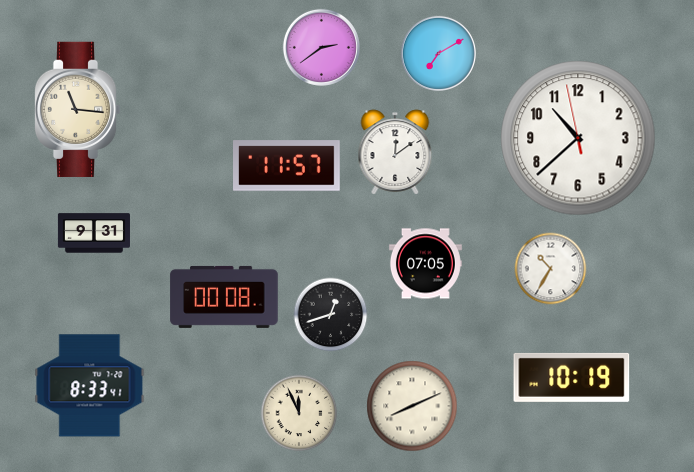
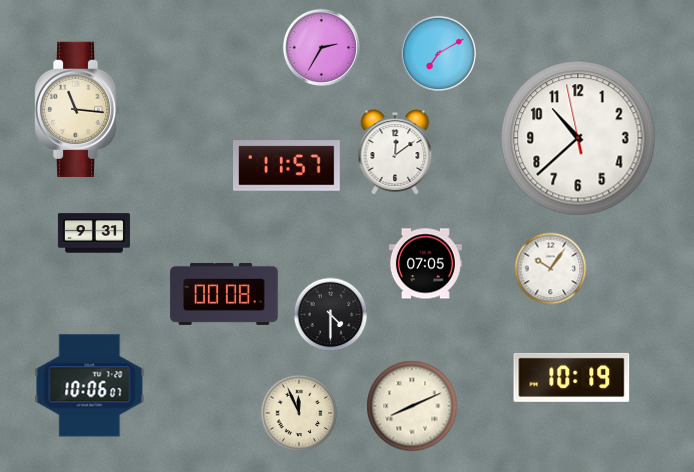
clock at (321, 47): 2:39 -> 2:35
clock at (551, 269): 10:35 -> 10:06
clock at (224, 297) position: (224, 297) -> (224, 294)
clock at (331, 315): 12:42 -> 4:30
clock at (90, 386): 8:33 -> 10:06
